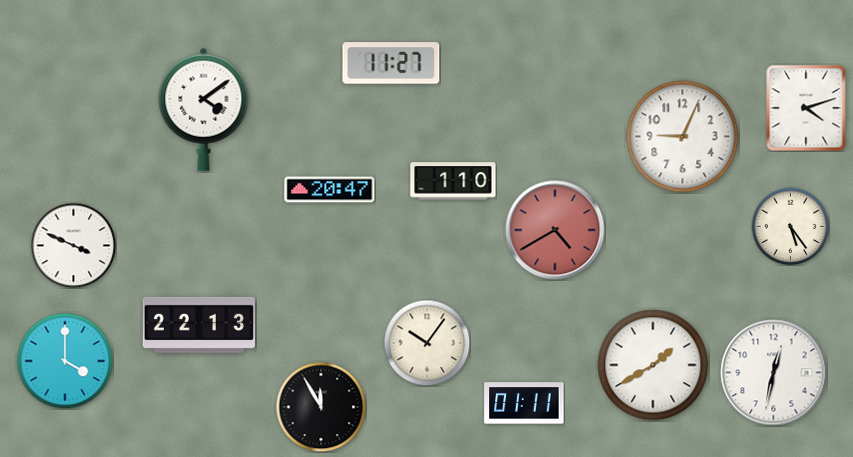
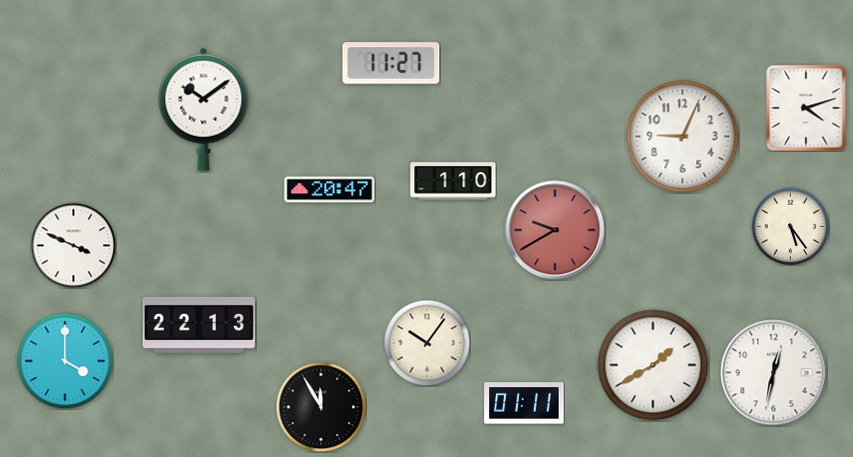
clock at (204, 109): 4:09 -> 10:09
clock at (555, 230): 4:40 -> 9:40
